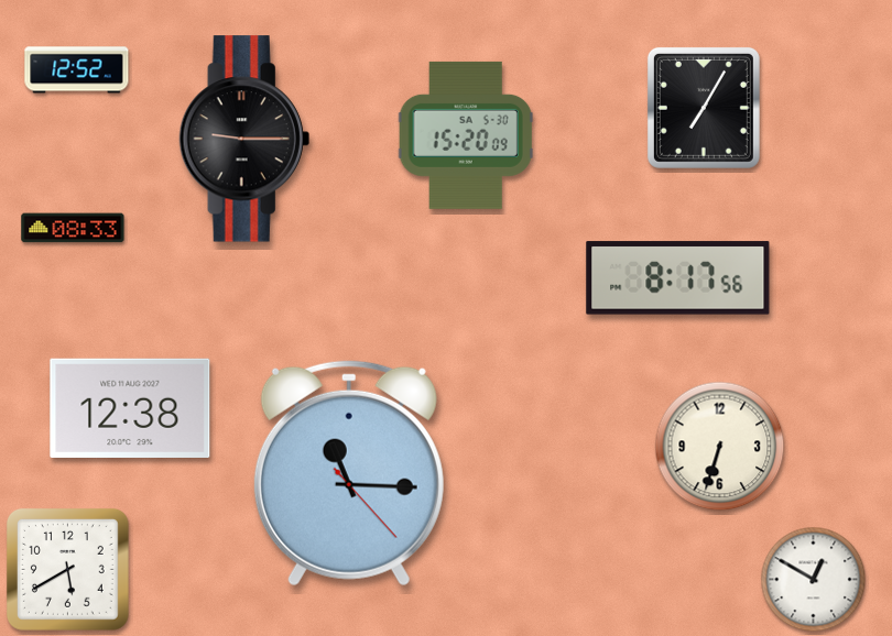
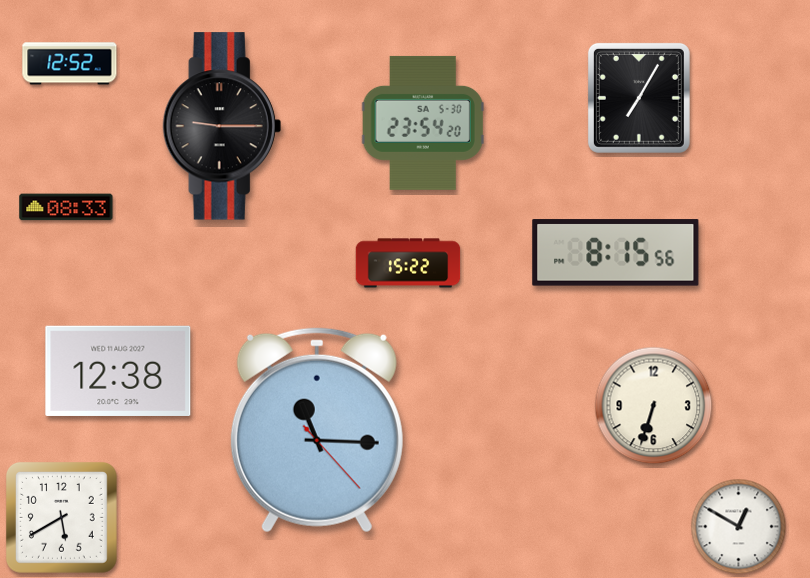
clock at (466, 135): 15:20 -> 23:54
clock at (678, 278): 8:17 -> 8:15
clock at (408, 263): none -> 15:22
